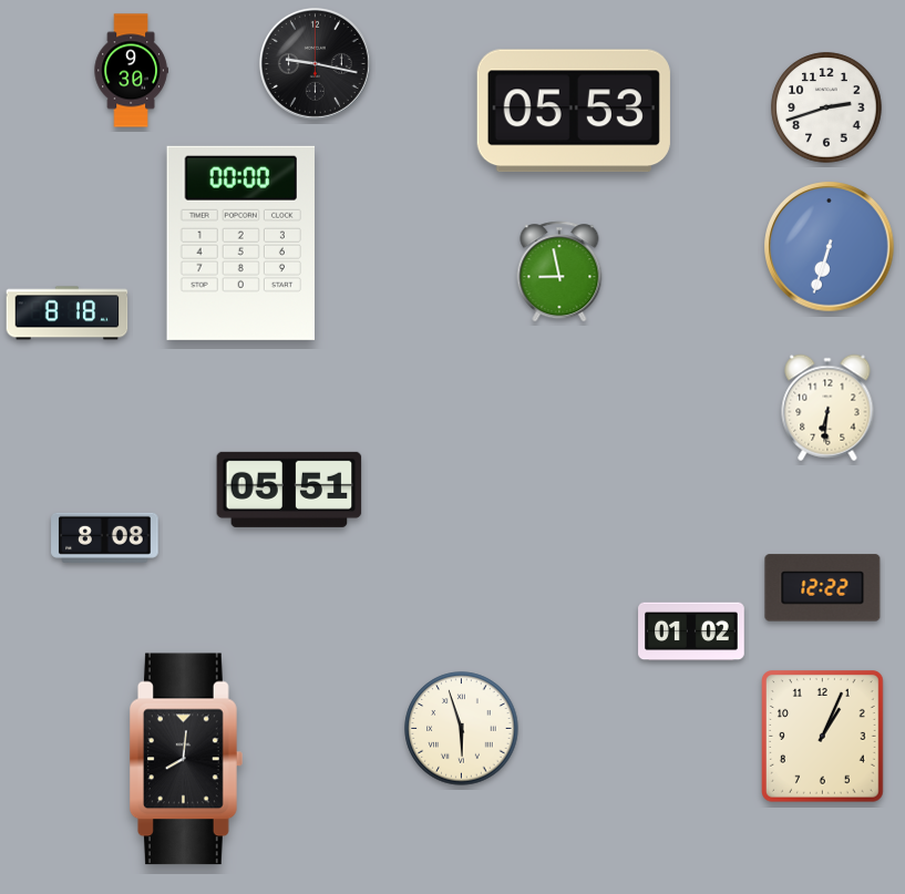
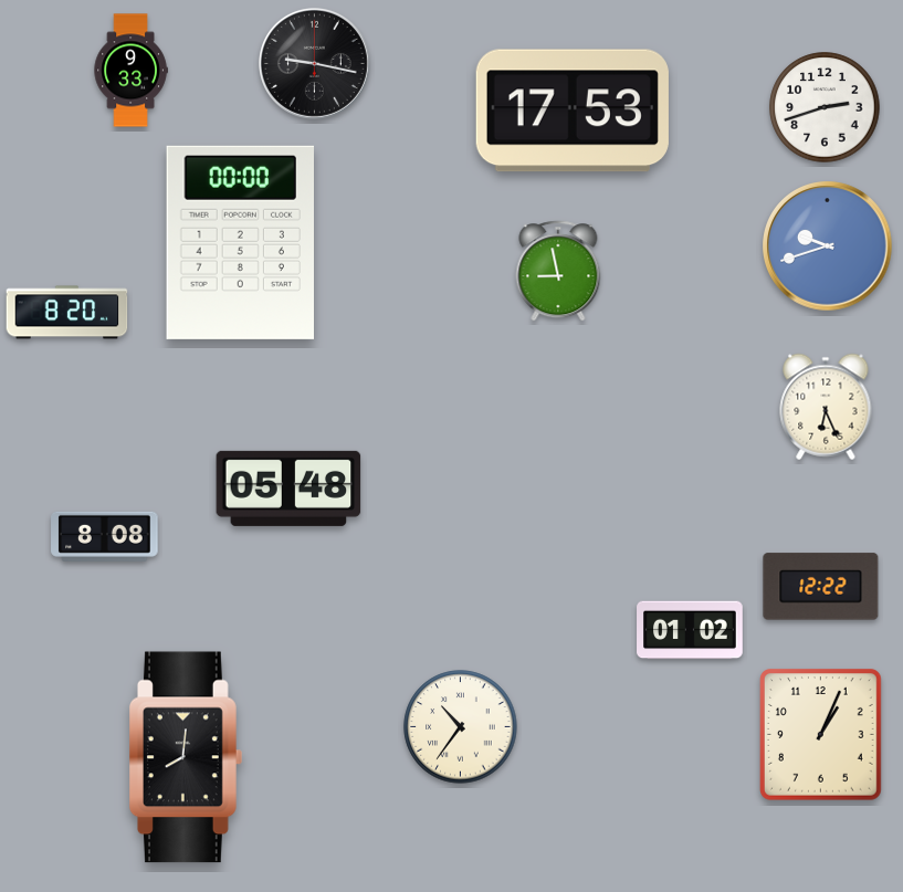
clock at (131, 71): 9:30 -> 9:33
clock at (574, 111): 05:53 -> 17:53
clock at (830, 247): 6:33 -> 9:42
clock at (68, 314): 8:18 -> 8:20
clock at (827, 408): 6:31 -> 6:26
clock at (289, 490): 05:51 -> 05:48
clock at (462, 729): 5:57 -> 10:36
